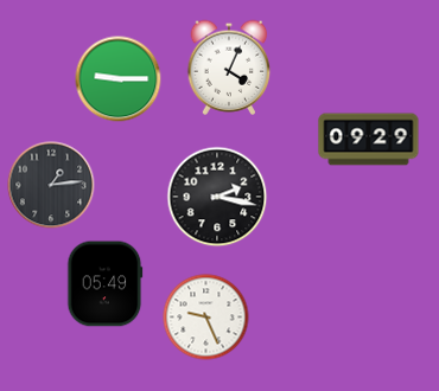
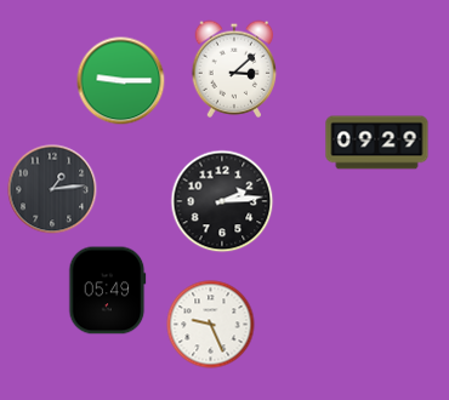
clock at (229, 68): 4:04 -> 3:08
clock at (217, 197): 2:17 -> 2:14
